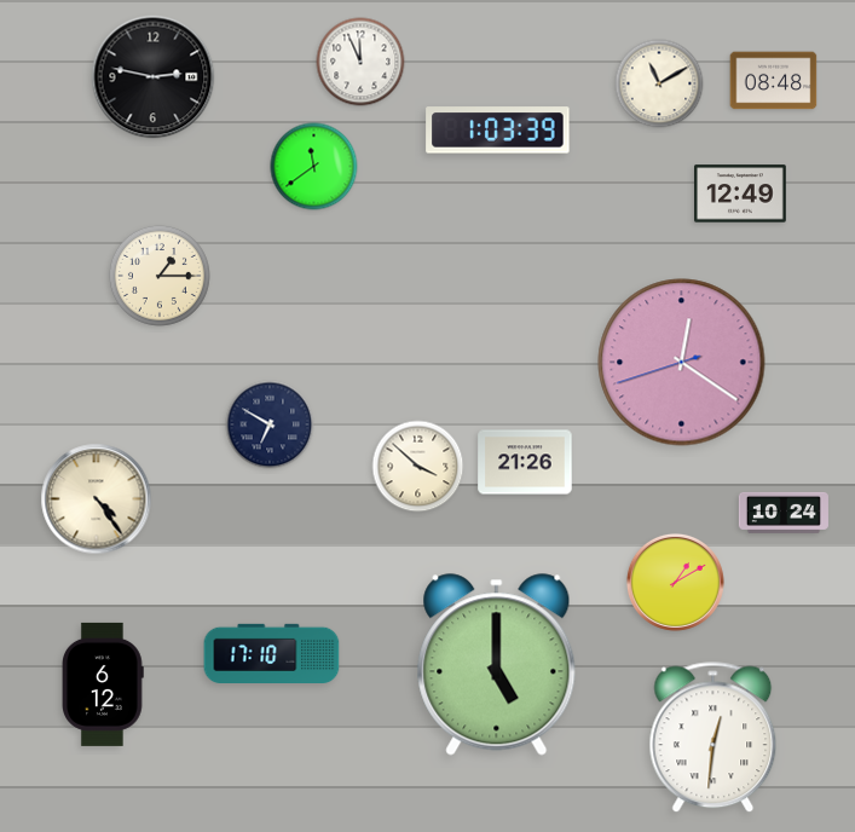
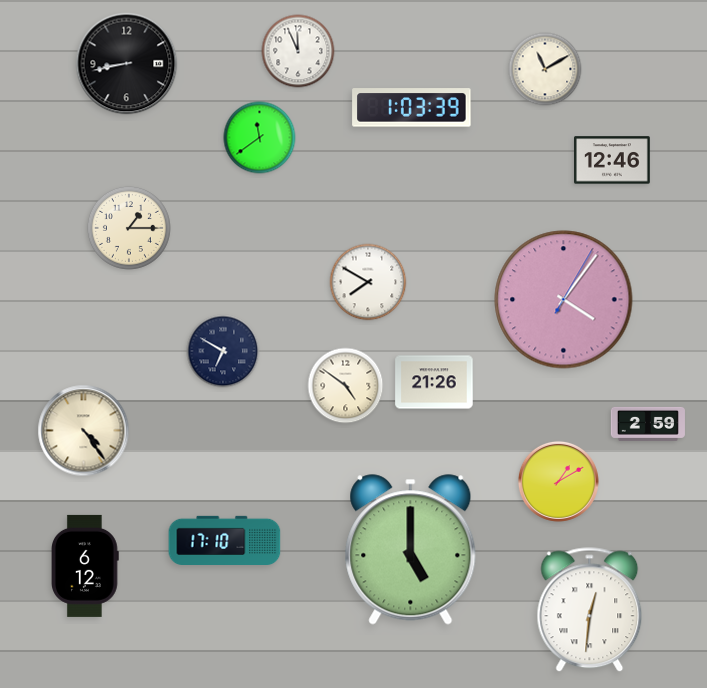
clock at (154, 77): 2:47 -> 8:43
clock at (774, 81): 08:48 -> none
clock at (741, 193): 12:49 -> 12:46
clock at (160, 276) position: (160, 276) -> (129, 228)
clock at (368, 282): none -> 7:50
clock at (682, 363): 12:20 -> 4:06
clock at (418, 467): 3:52 -> 4:51
clock at (97, 499) position: (97, 499) -> (84, 431)
clock at (784, 513): 10:24 -> 2:59
